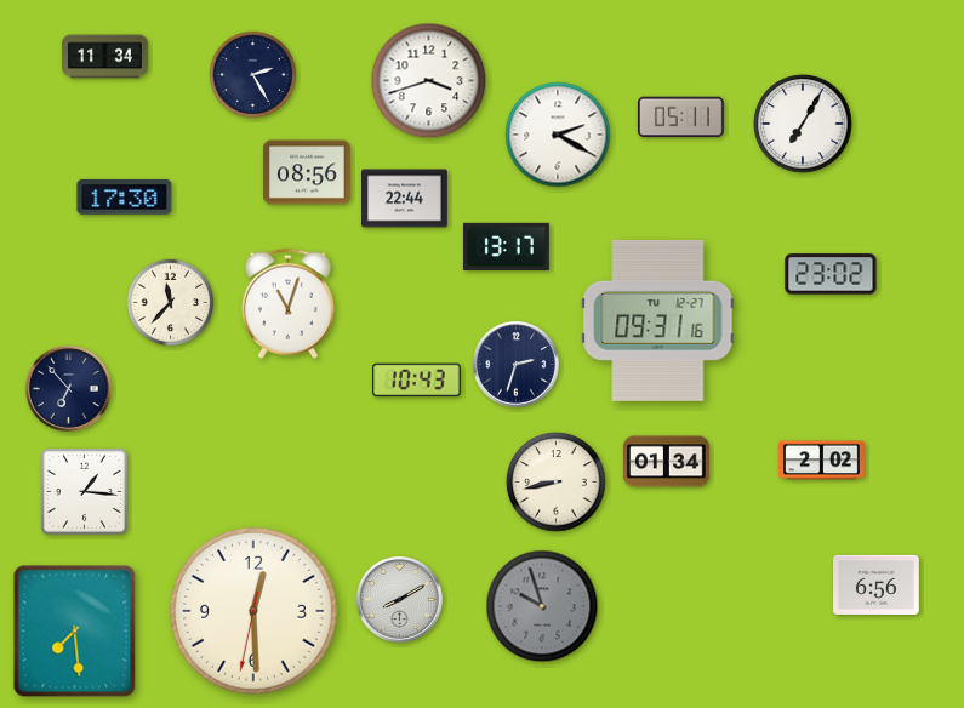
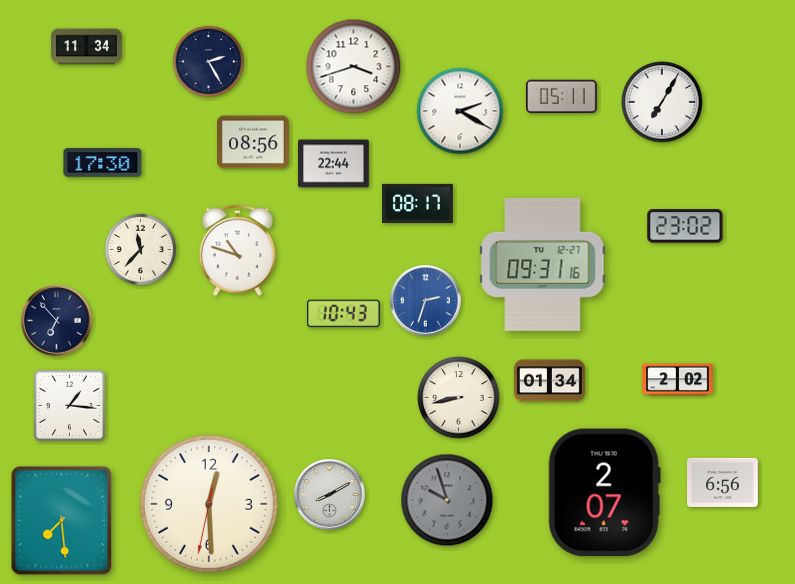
clock at (507, 246): 13:17 -> 08:17
clock at (287, 303): 11:03 -> 10:48
clock at (517, 365) dial: navy -> blue
clock at (604, 493): none -> 2:07
